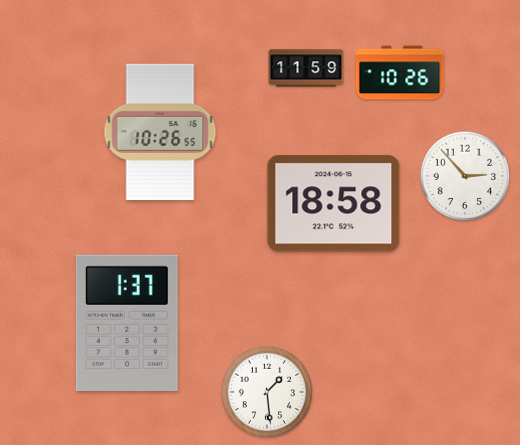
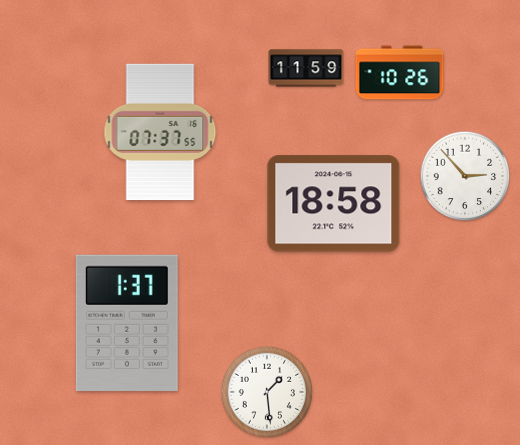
clock at (160, 132): 10:26 -> 07:37
